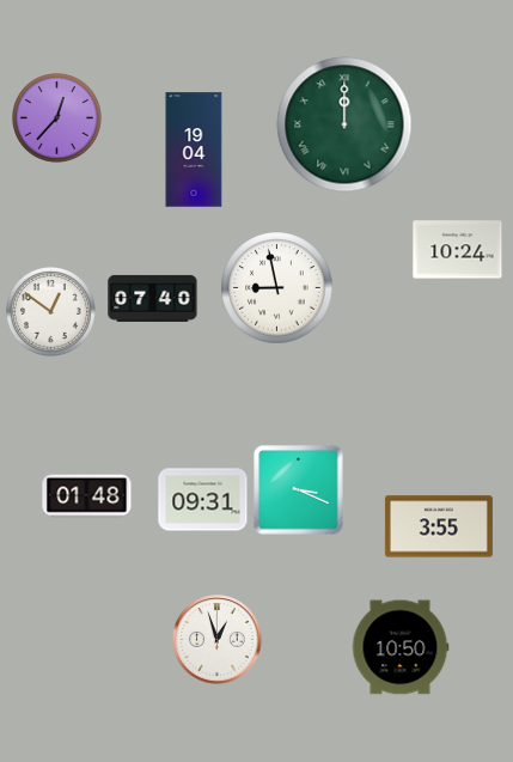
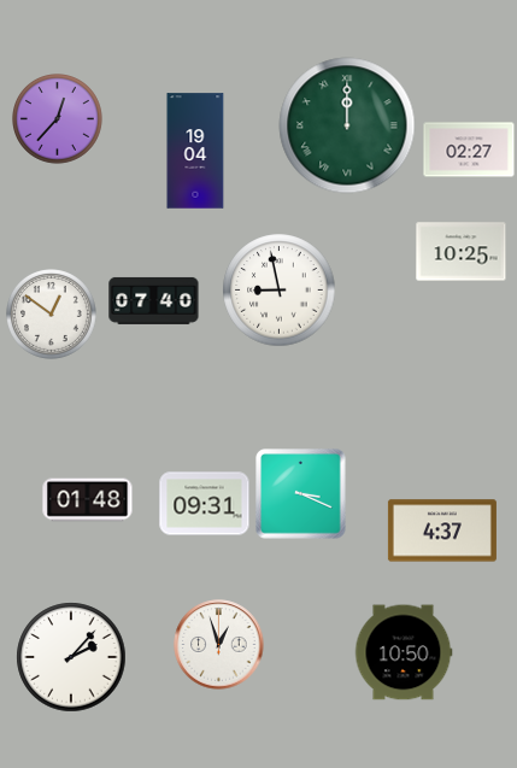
clock at (469, 150): none -> 02:27
clock at (458, 250): 10:24 -> 10:25
clock at (439, 526): 3:55 -> 4:37
clock at (71, 657): none -> 2:07
